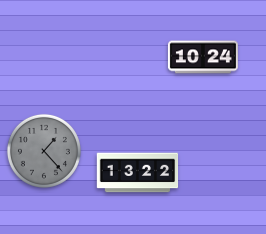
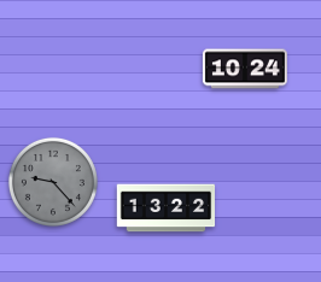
clock at (44, 151): 1:23 -> 9:23
